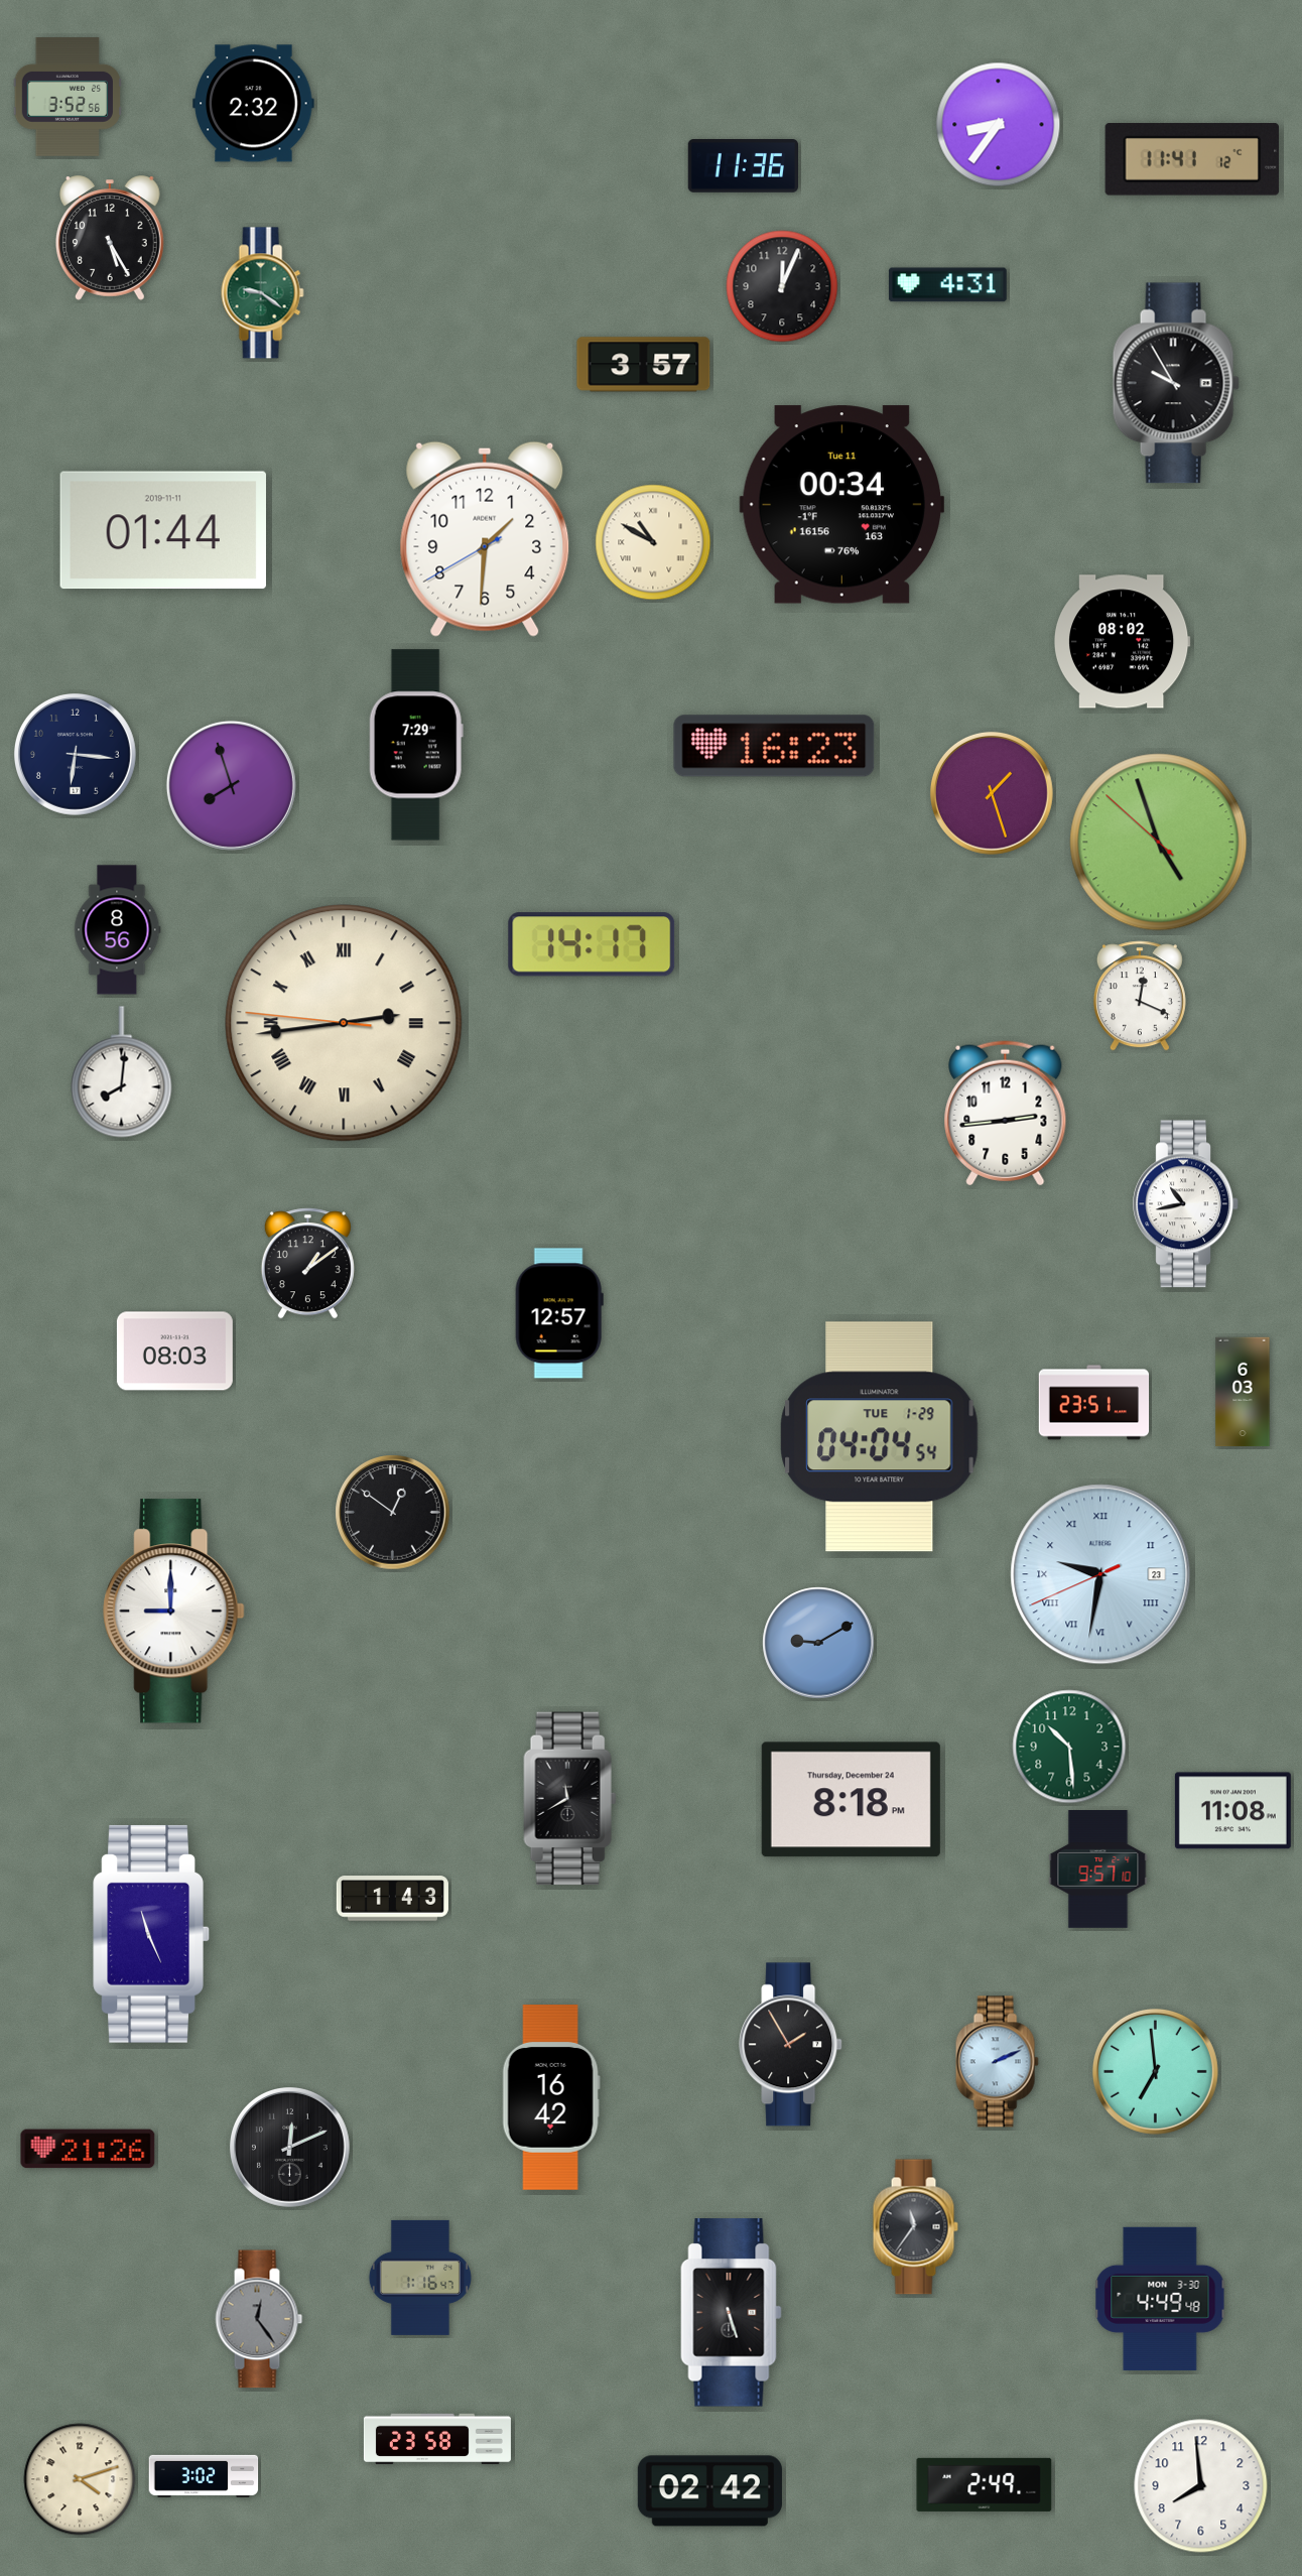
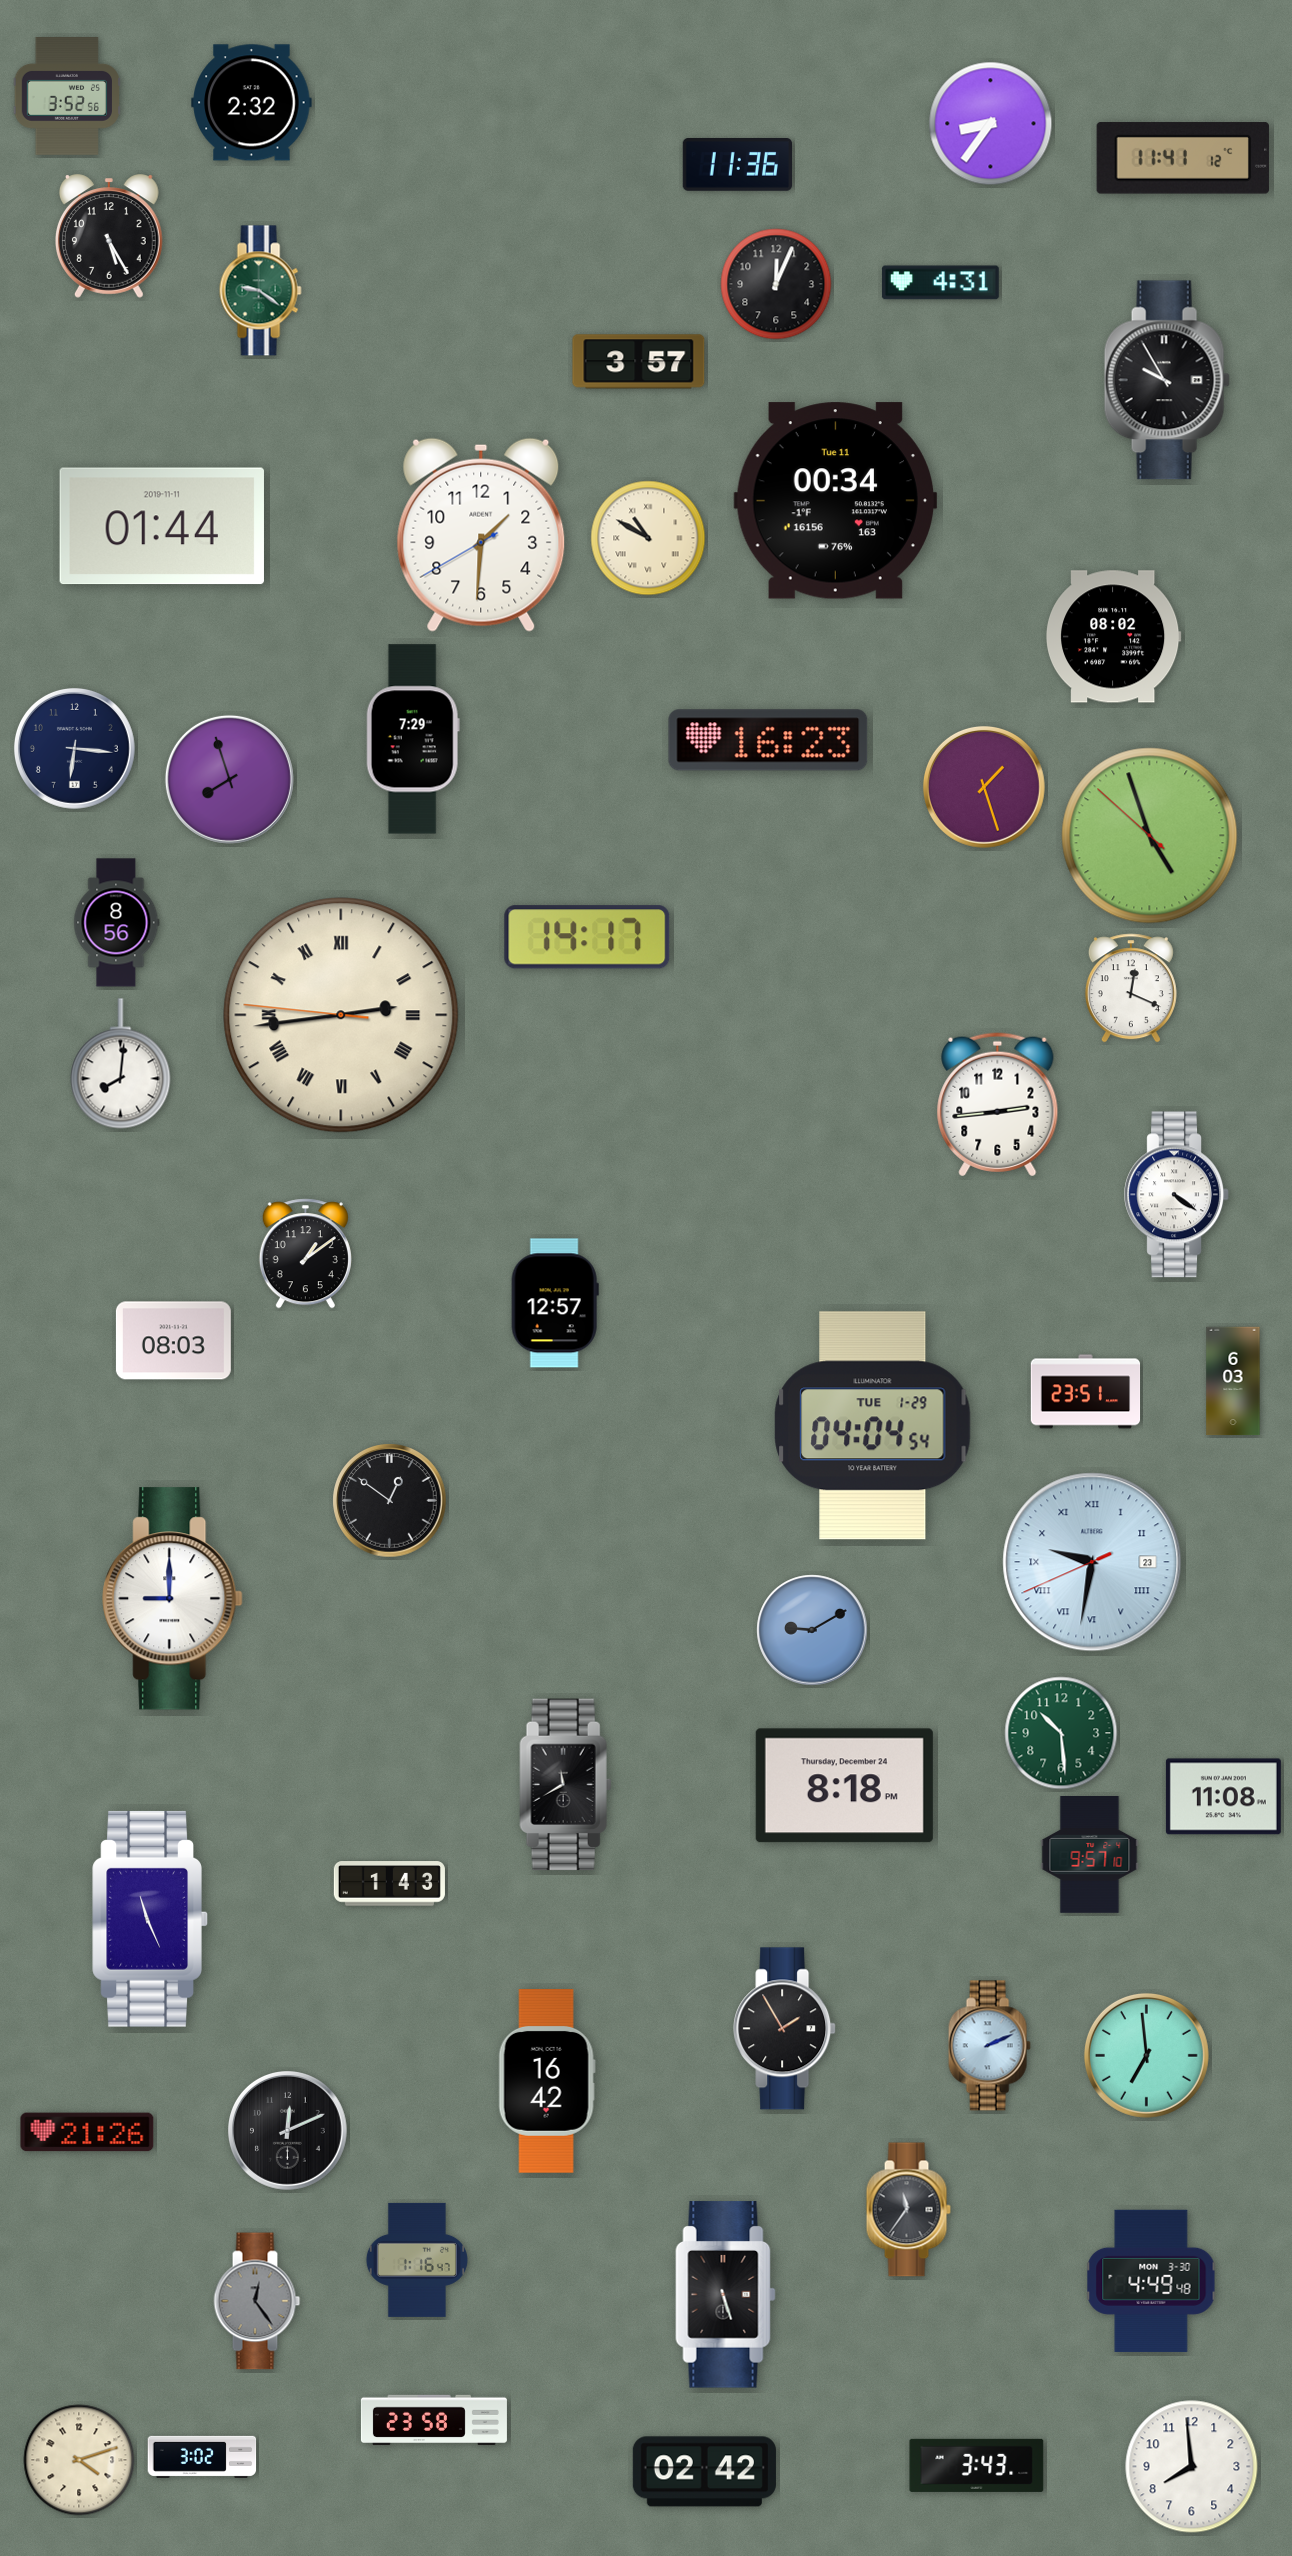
clock at (1185, 1204): 10:43 -> 4:21
clock at (985, 2484): 2:49 -> 3:43
